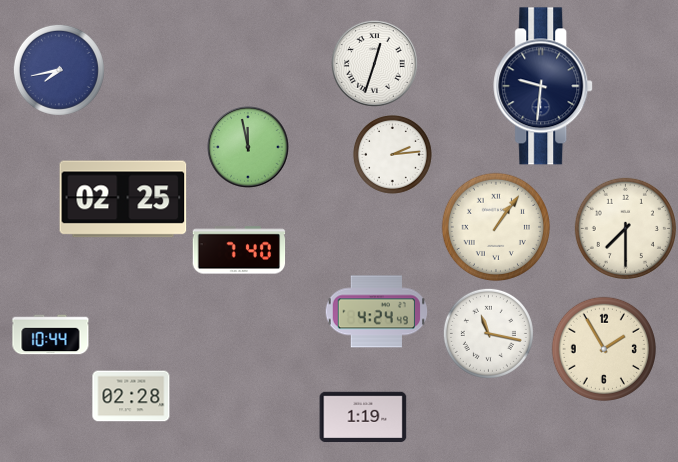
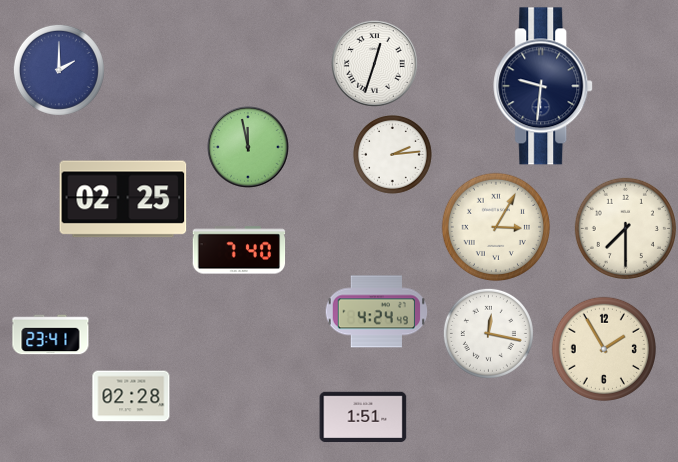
clock at (59, 70): 7:43 -> 2:00
clock at (495, 226): 1:06 -> 3:05
clock at (488, 333): 11:17 -> 12:17
clock at (51, 335): 10:44 -> 23:41
clock at (363, 416): 1:19 -> 1:51
